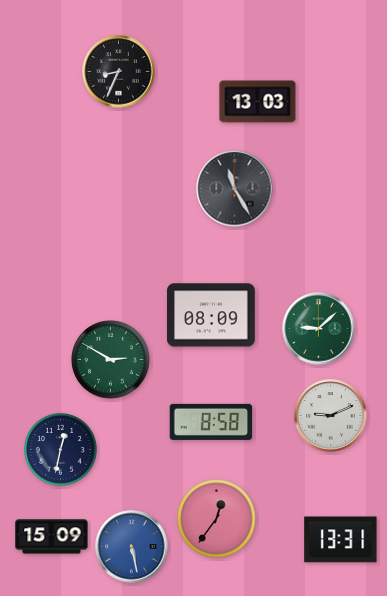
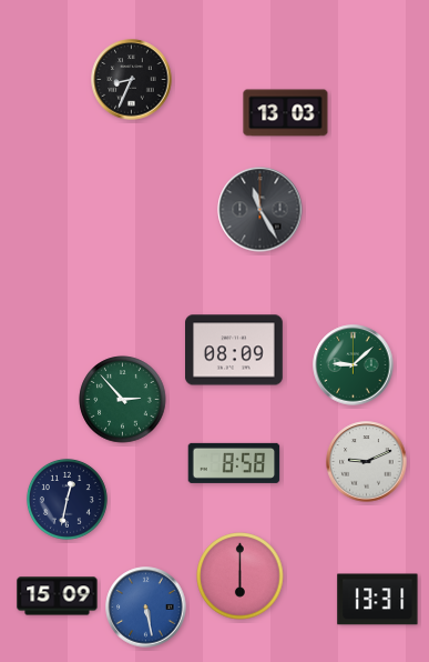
clock at (111, 360): 2:50 -> 2:53
clock at (211, 422) position: (211, 422) -> (234, 463)
clock at (217, 519): 12:36 -> 6:00
